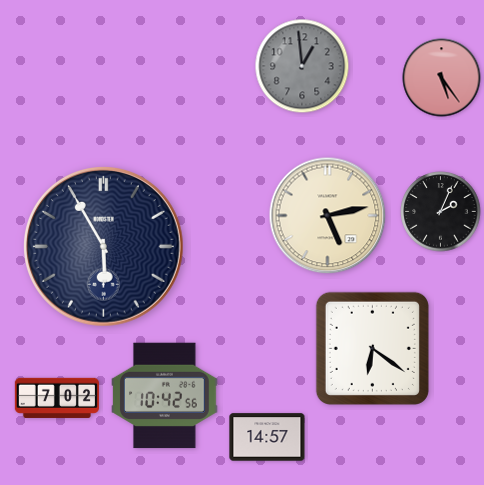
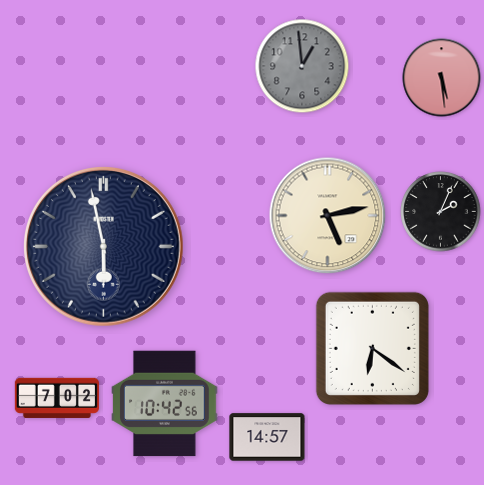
clock at (442, 78): 5:24 -> 5:29
clock at (103, 246): 5:55 -> 5:58
clock at (165, 396) position: (165, 396) -> (165, 404)
